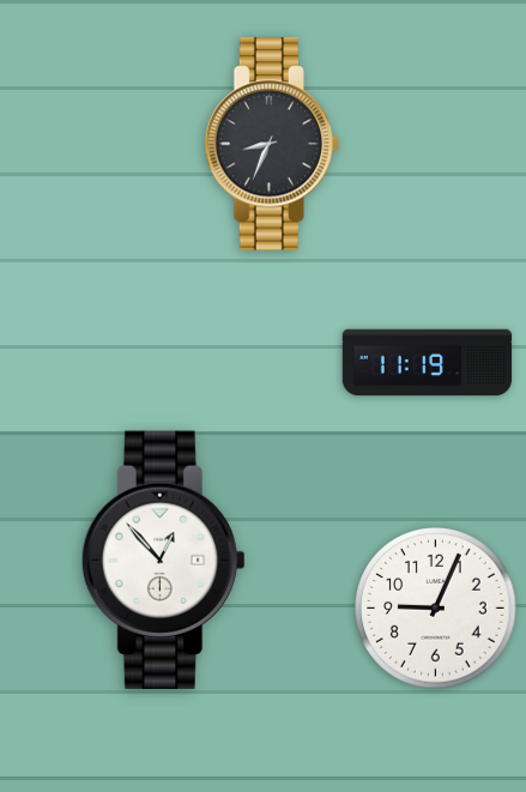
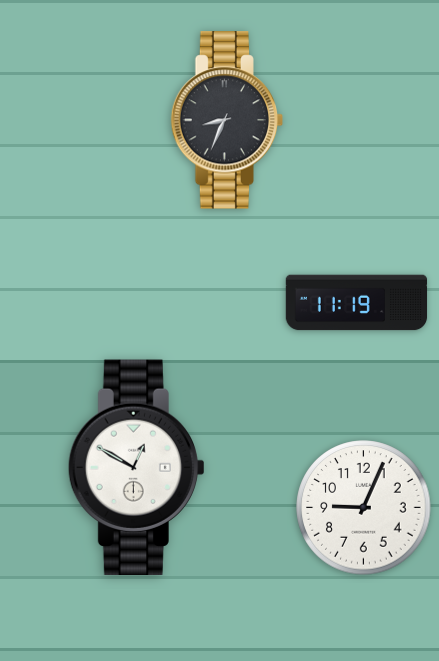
clock at (163, 560): 12:53 -> 12:50
